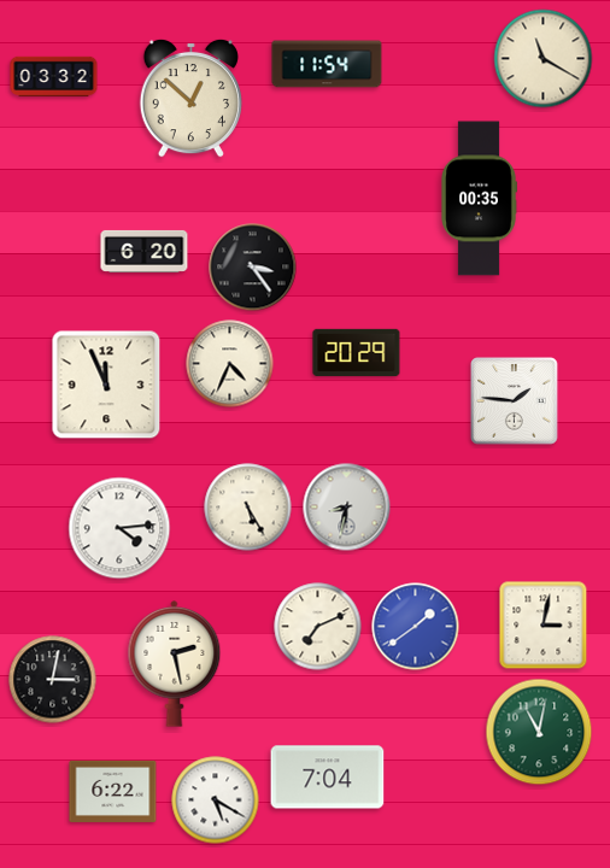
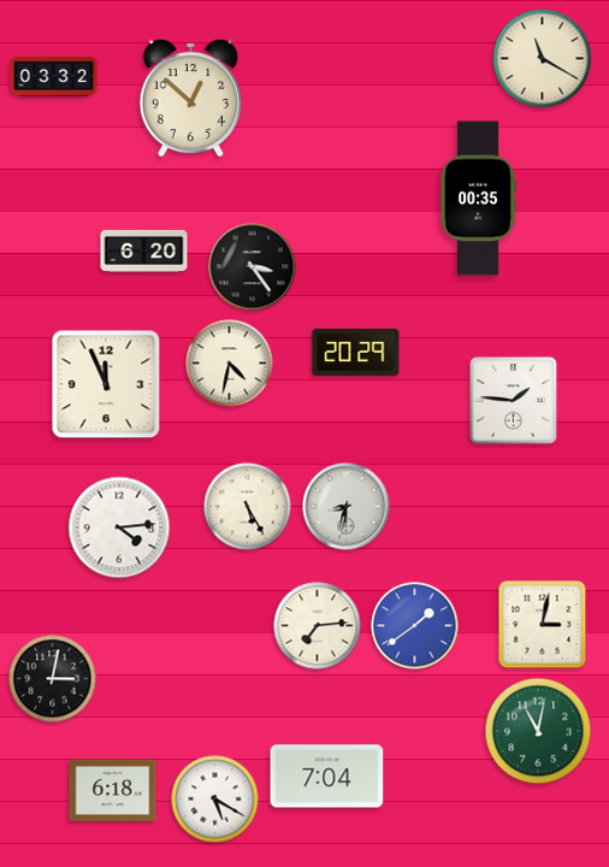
clock at (327, 64): 11:54 -> none
clock at (230, 364): 4:34 -> 4:32
clock at (318, 627): 7:11 -> 7:14
clock at (175, 663): 2:28 -> none
clock at (113, 791): 6:22 -> 6:18
